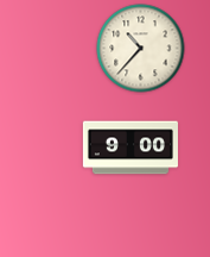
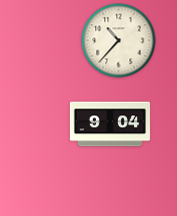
clock at (131, 148): 9:00 -> 9:04
